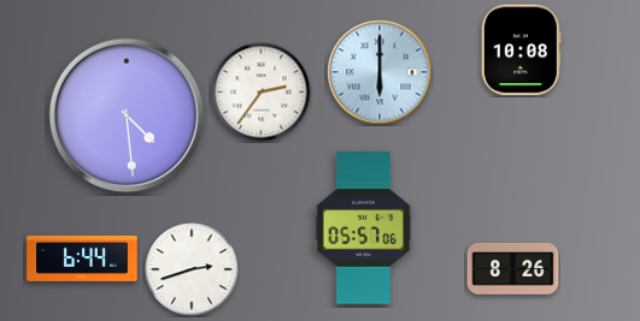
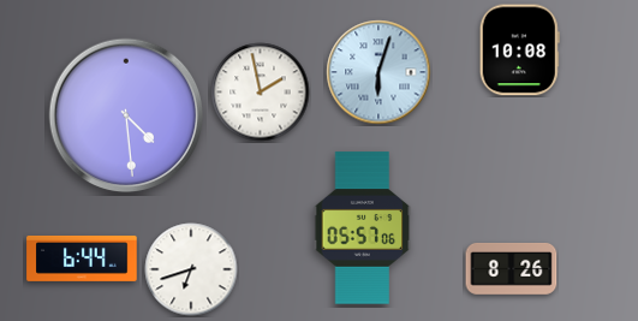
clock at (380, 72): 6:00 -> 6:03
clock at (262, 93): 2:36 -> 1:58
clock at (192, 269): 2:42 -> 6:42
